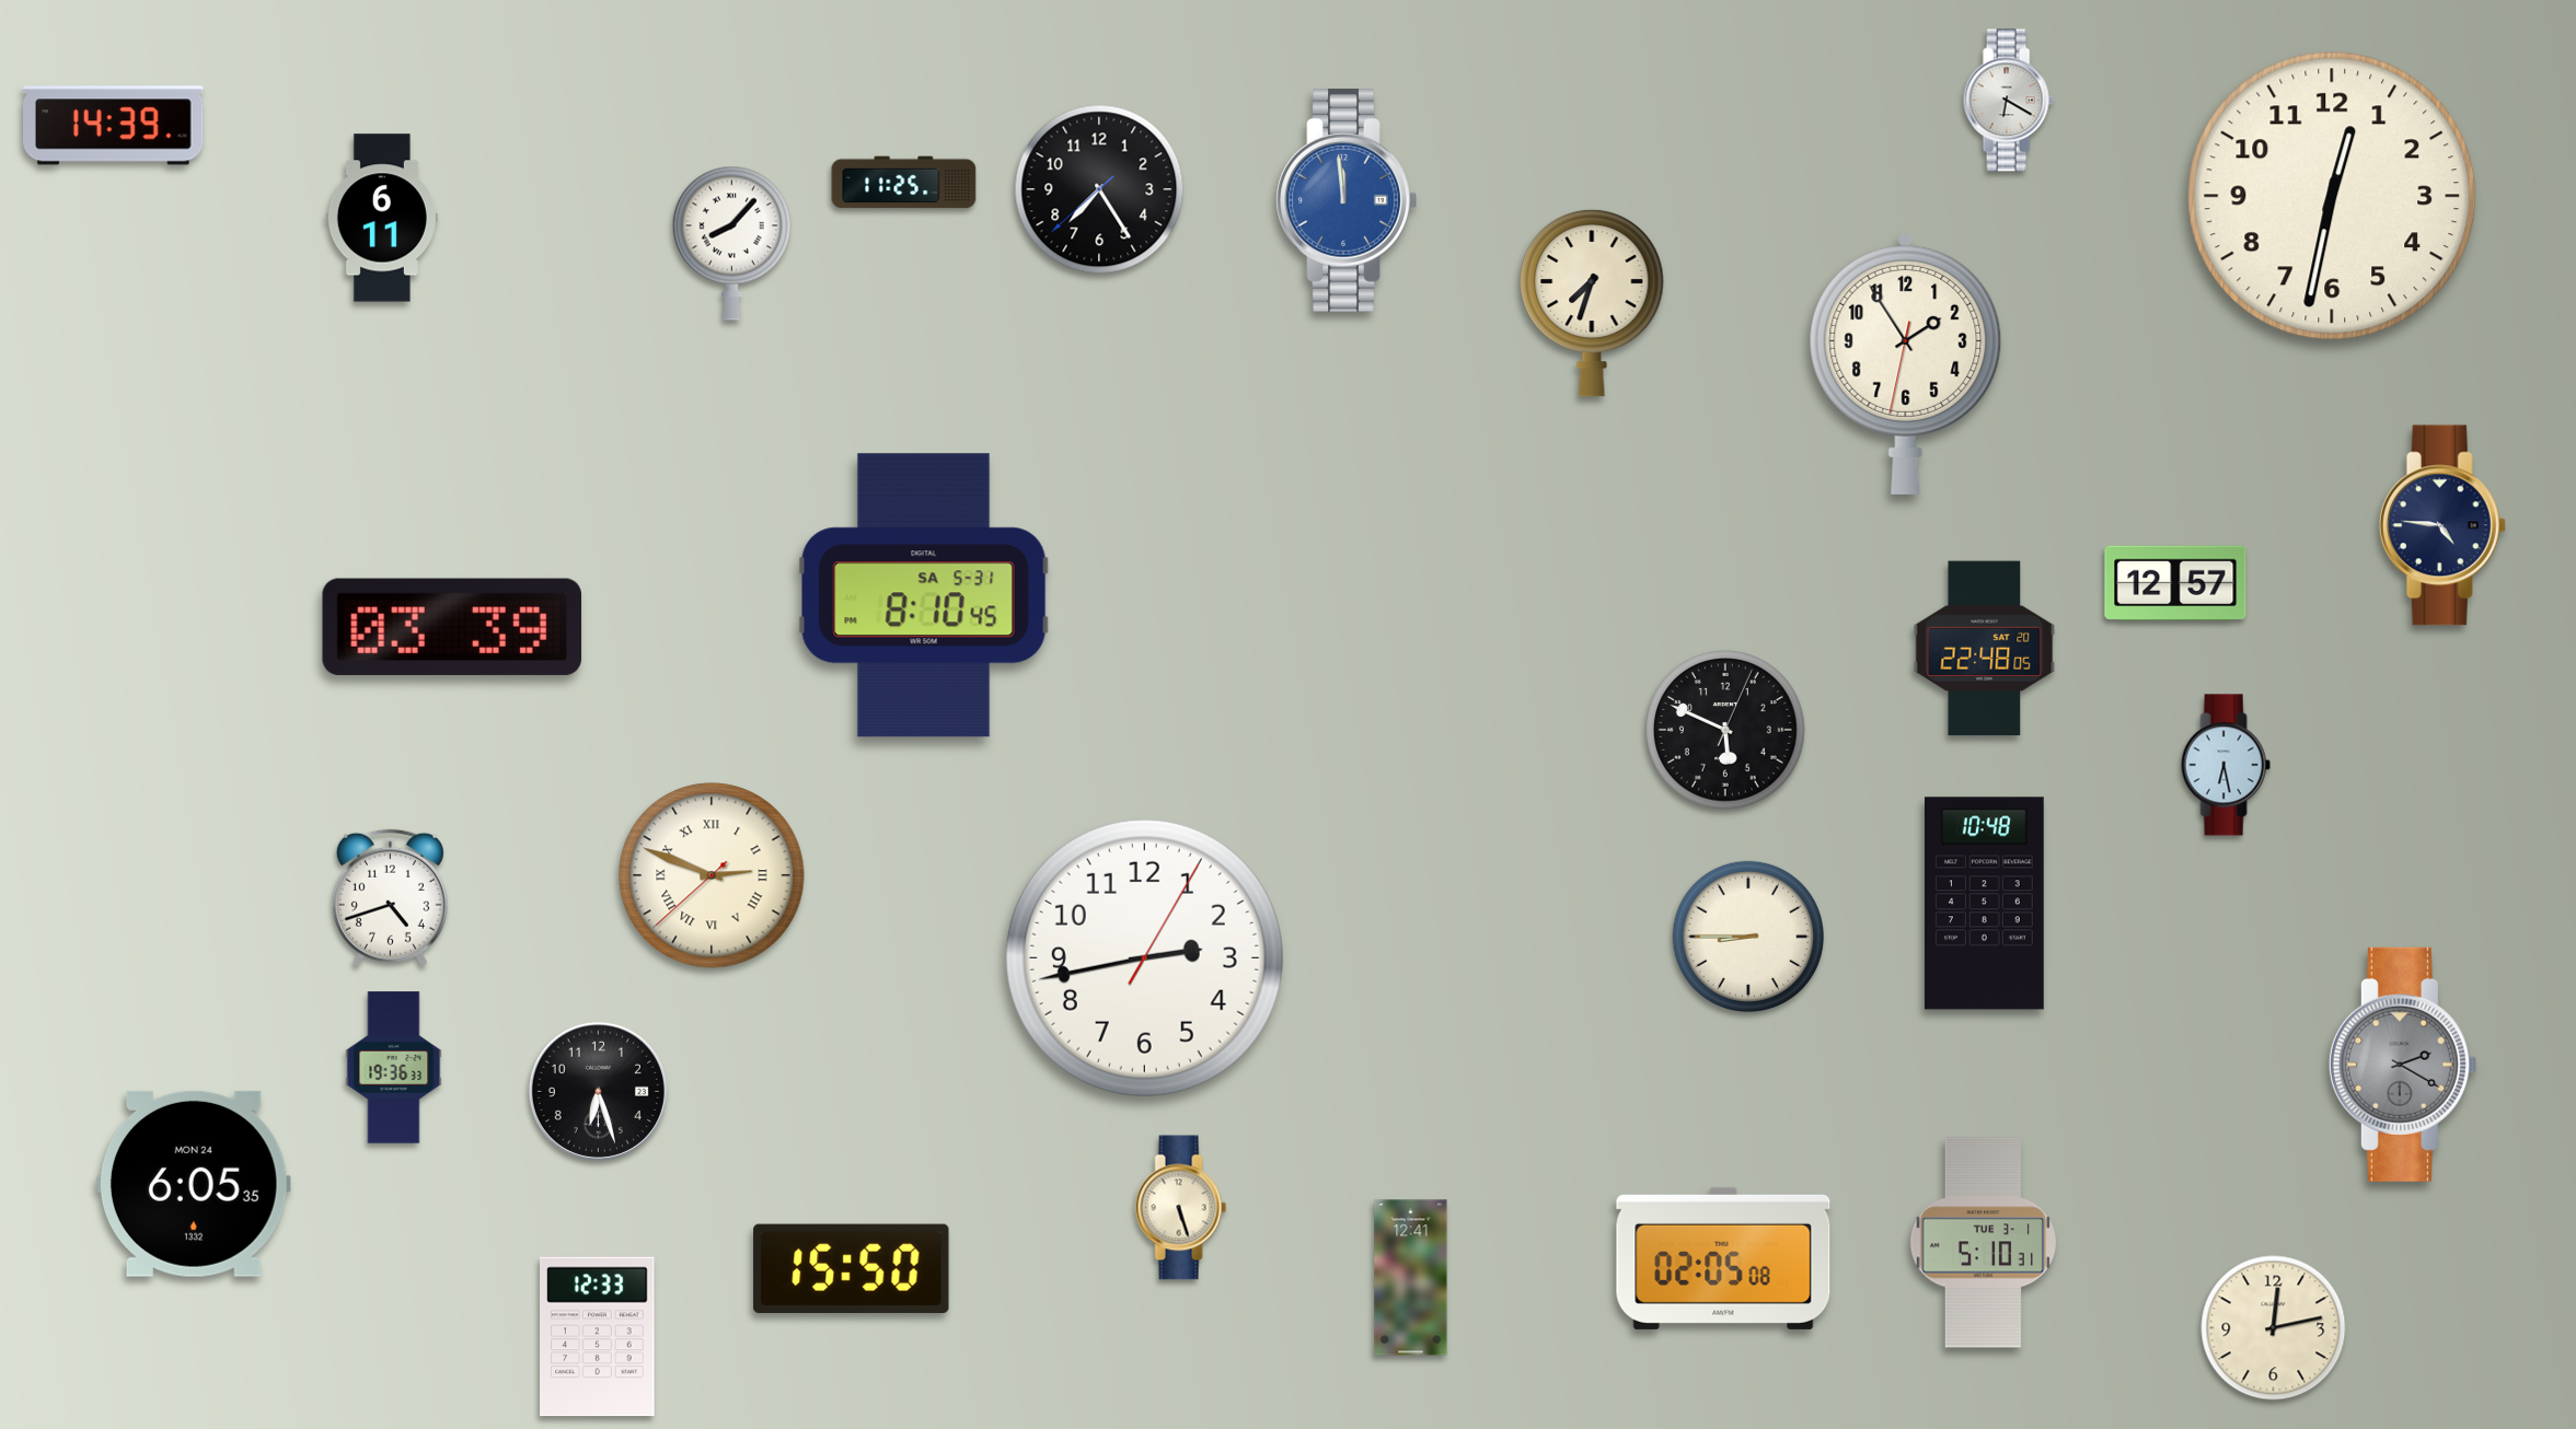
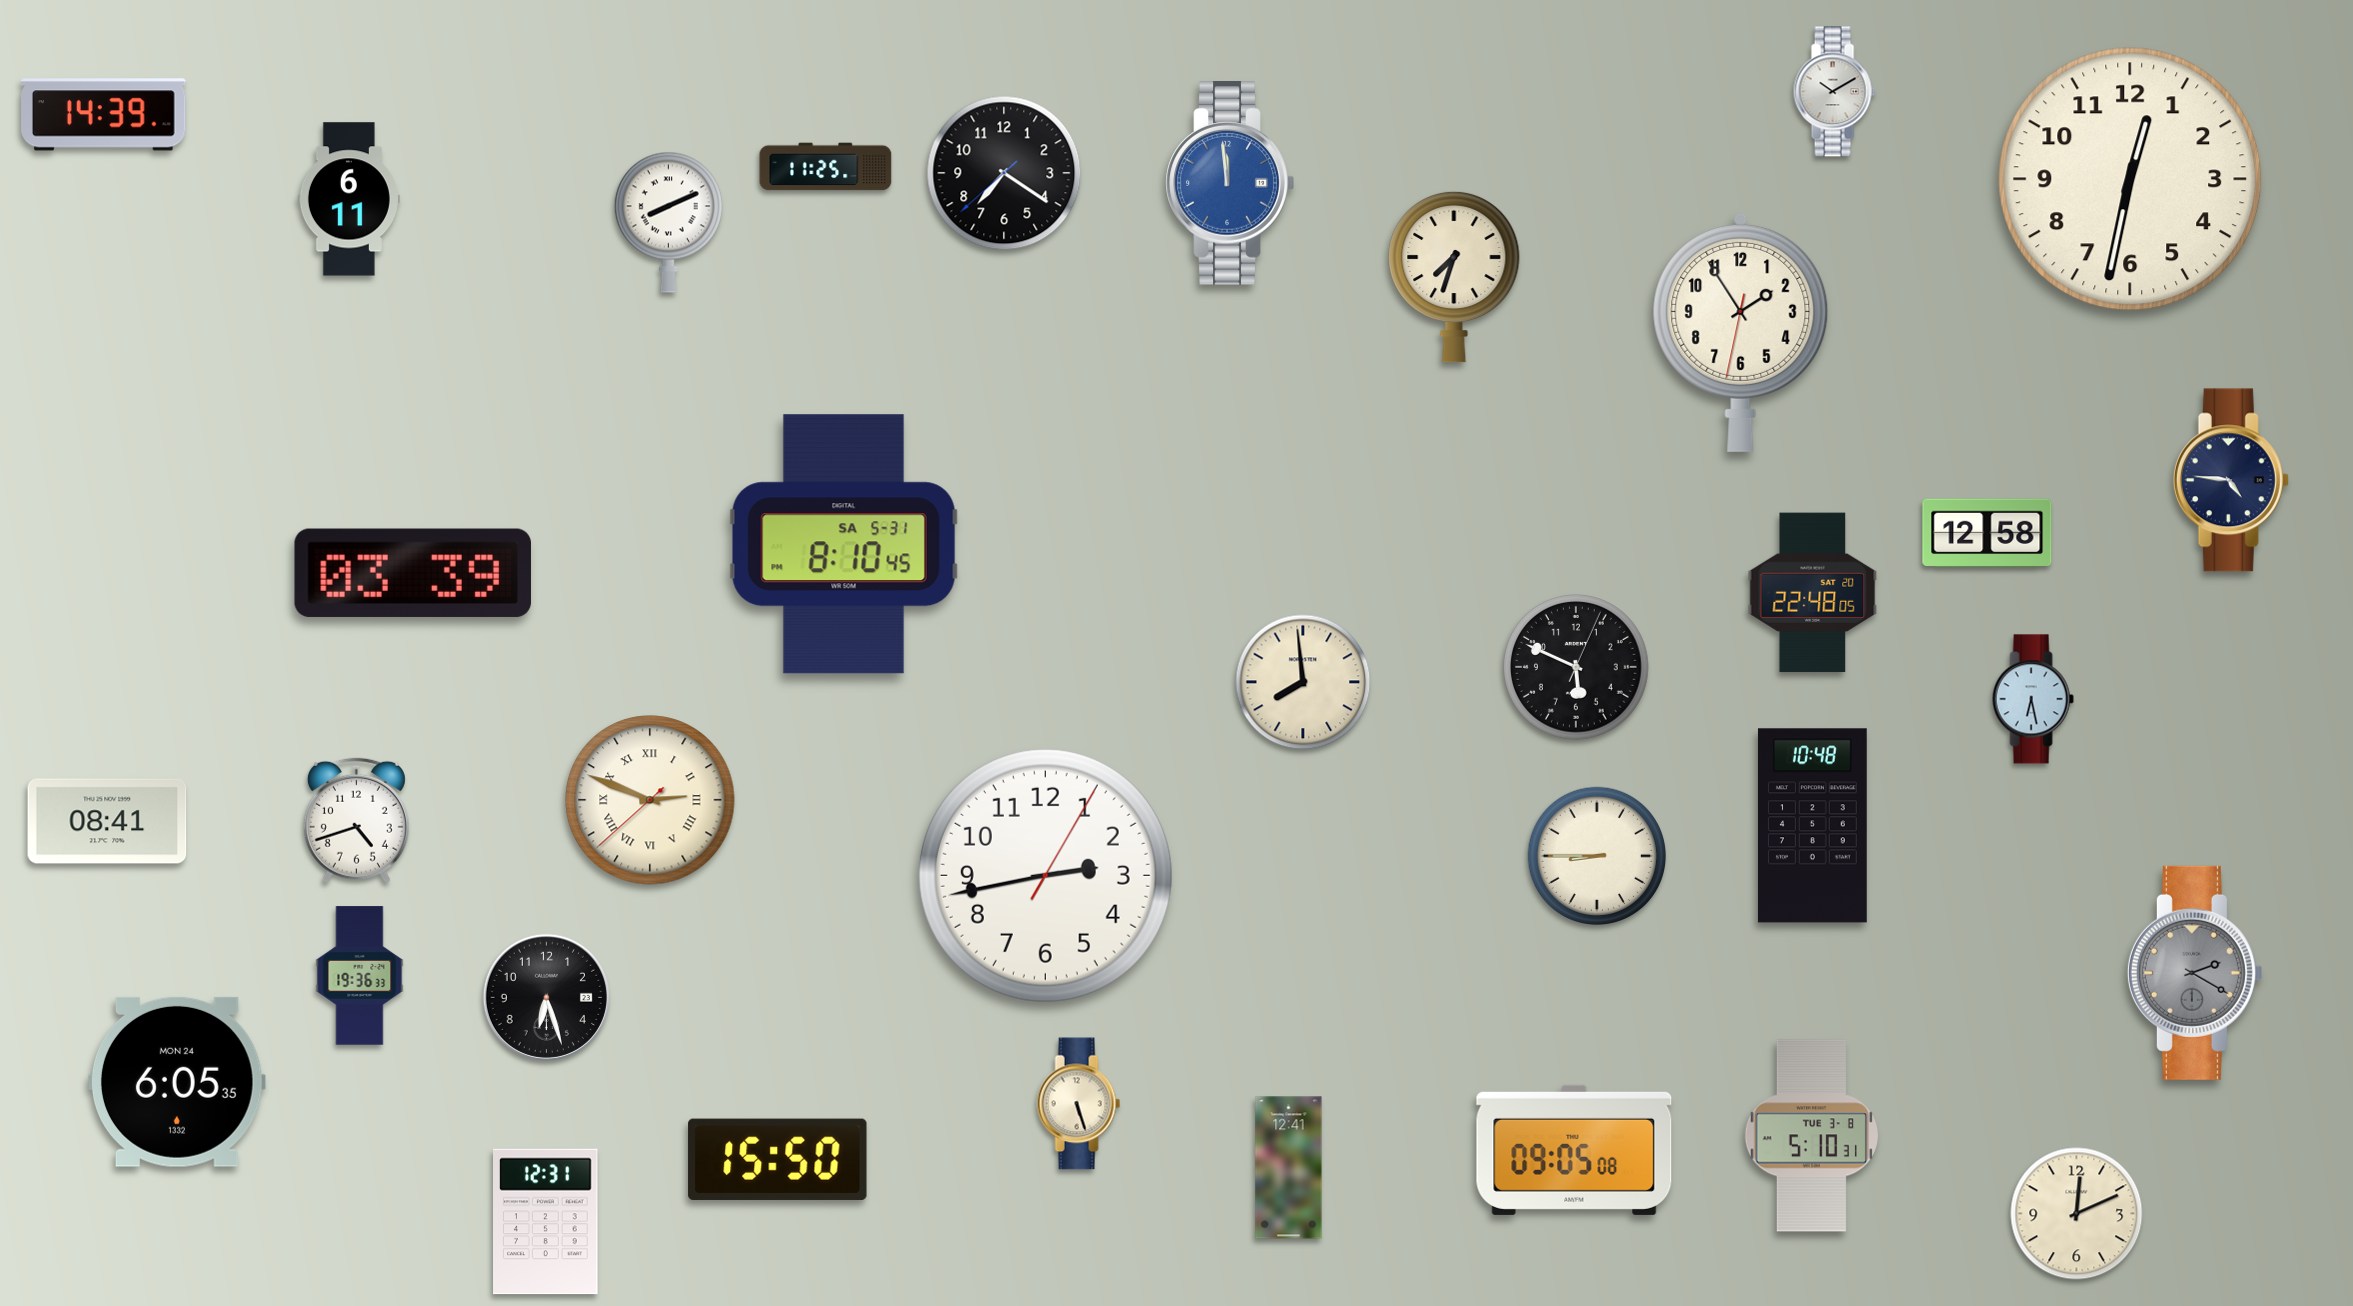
clock at (2008, 101): 6:20 -> 10:10
clock at (1099, 189): 7:24 -> 7:20
clock at (731, 243): 8:07 -> 8:11
clock at (2175, 583): 12:57 -> 12:58
clock at (1303, 682): none -> 7:59
clock at (107, 821): none -> 08:41
clock at (1983, 1243) date: TUE 3-1 -> TUE 3-8
clock at (1723, 1258): 02:05 -> 09:05
clock at (2274, 1328): 12:13 -> 12:11
clock at (598, 1337): 12:33 -> 12:31
